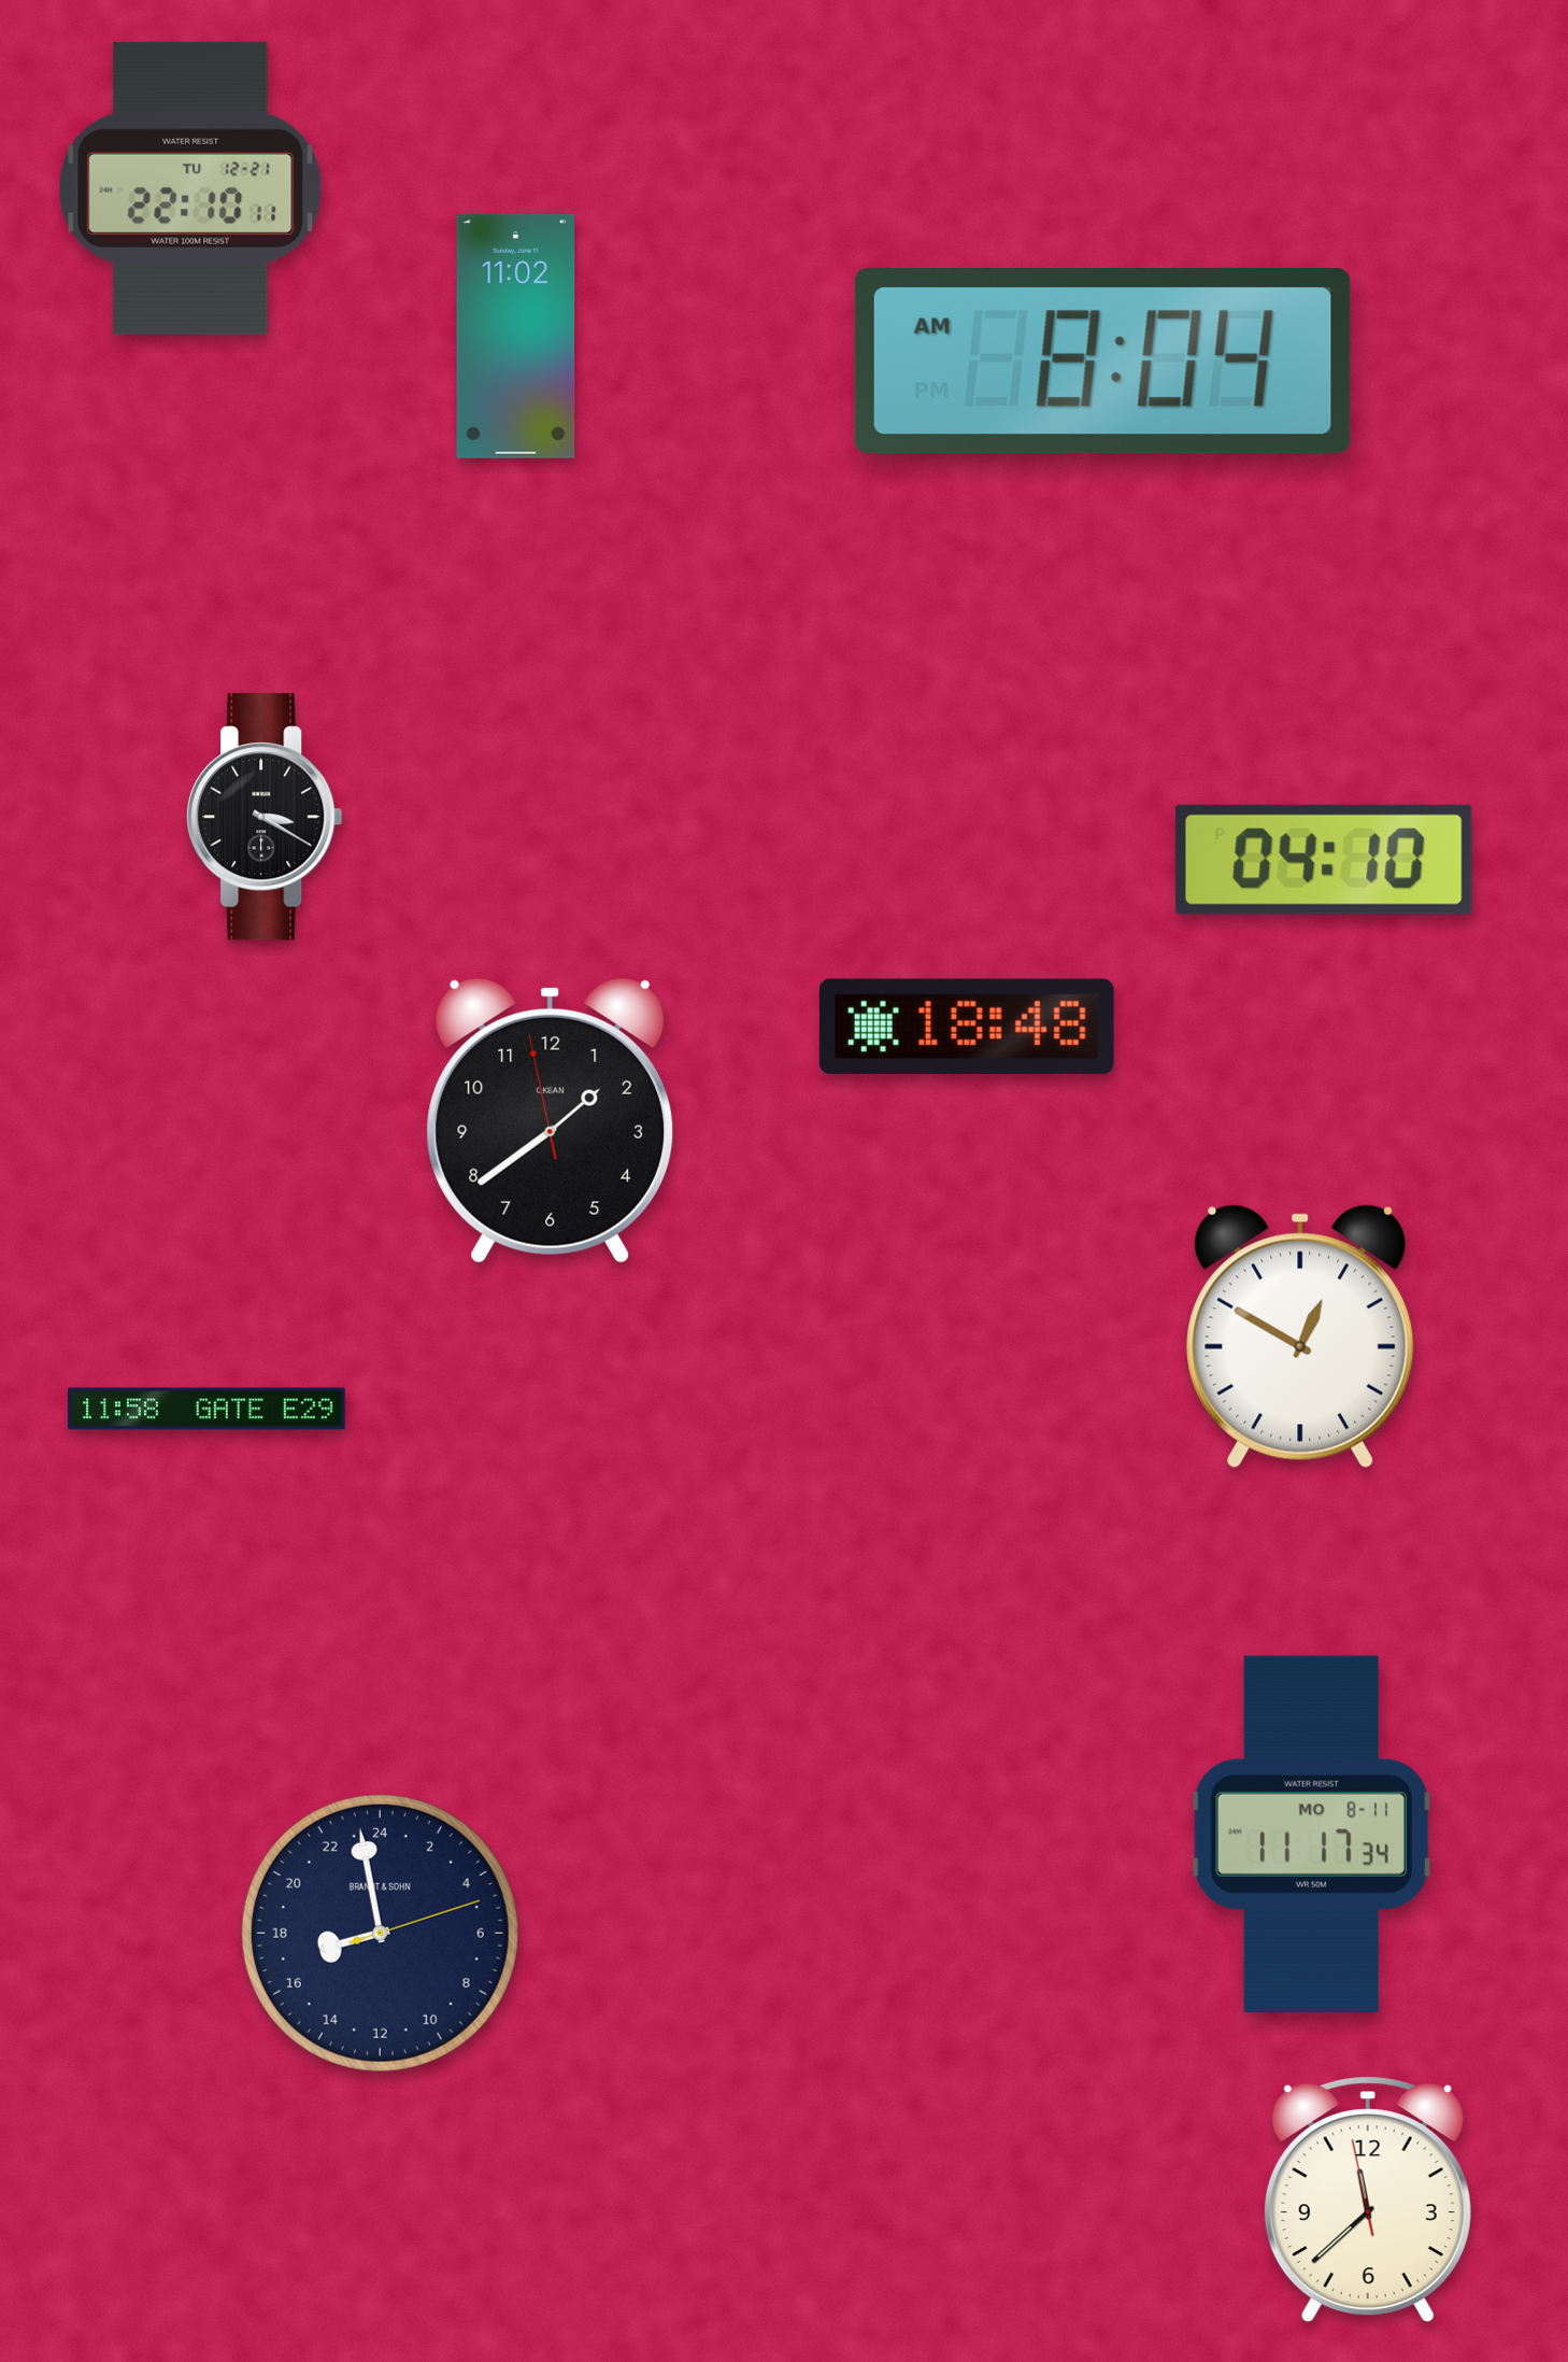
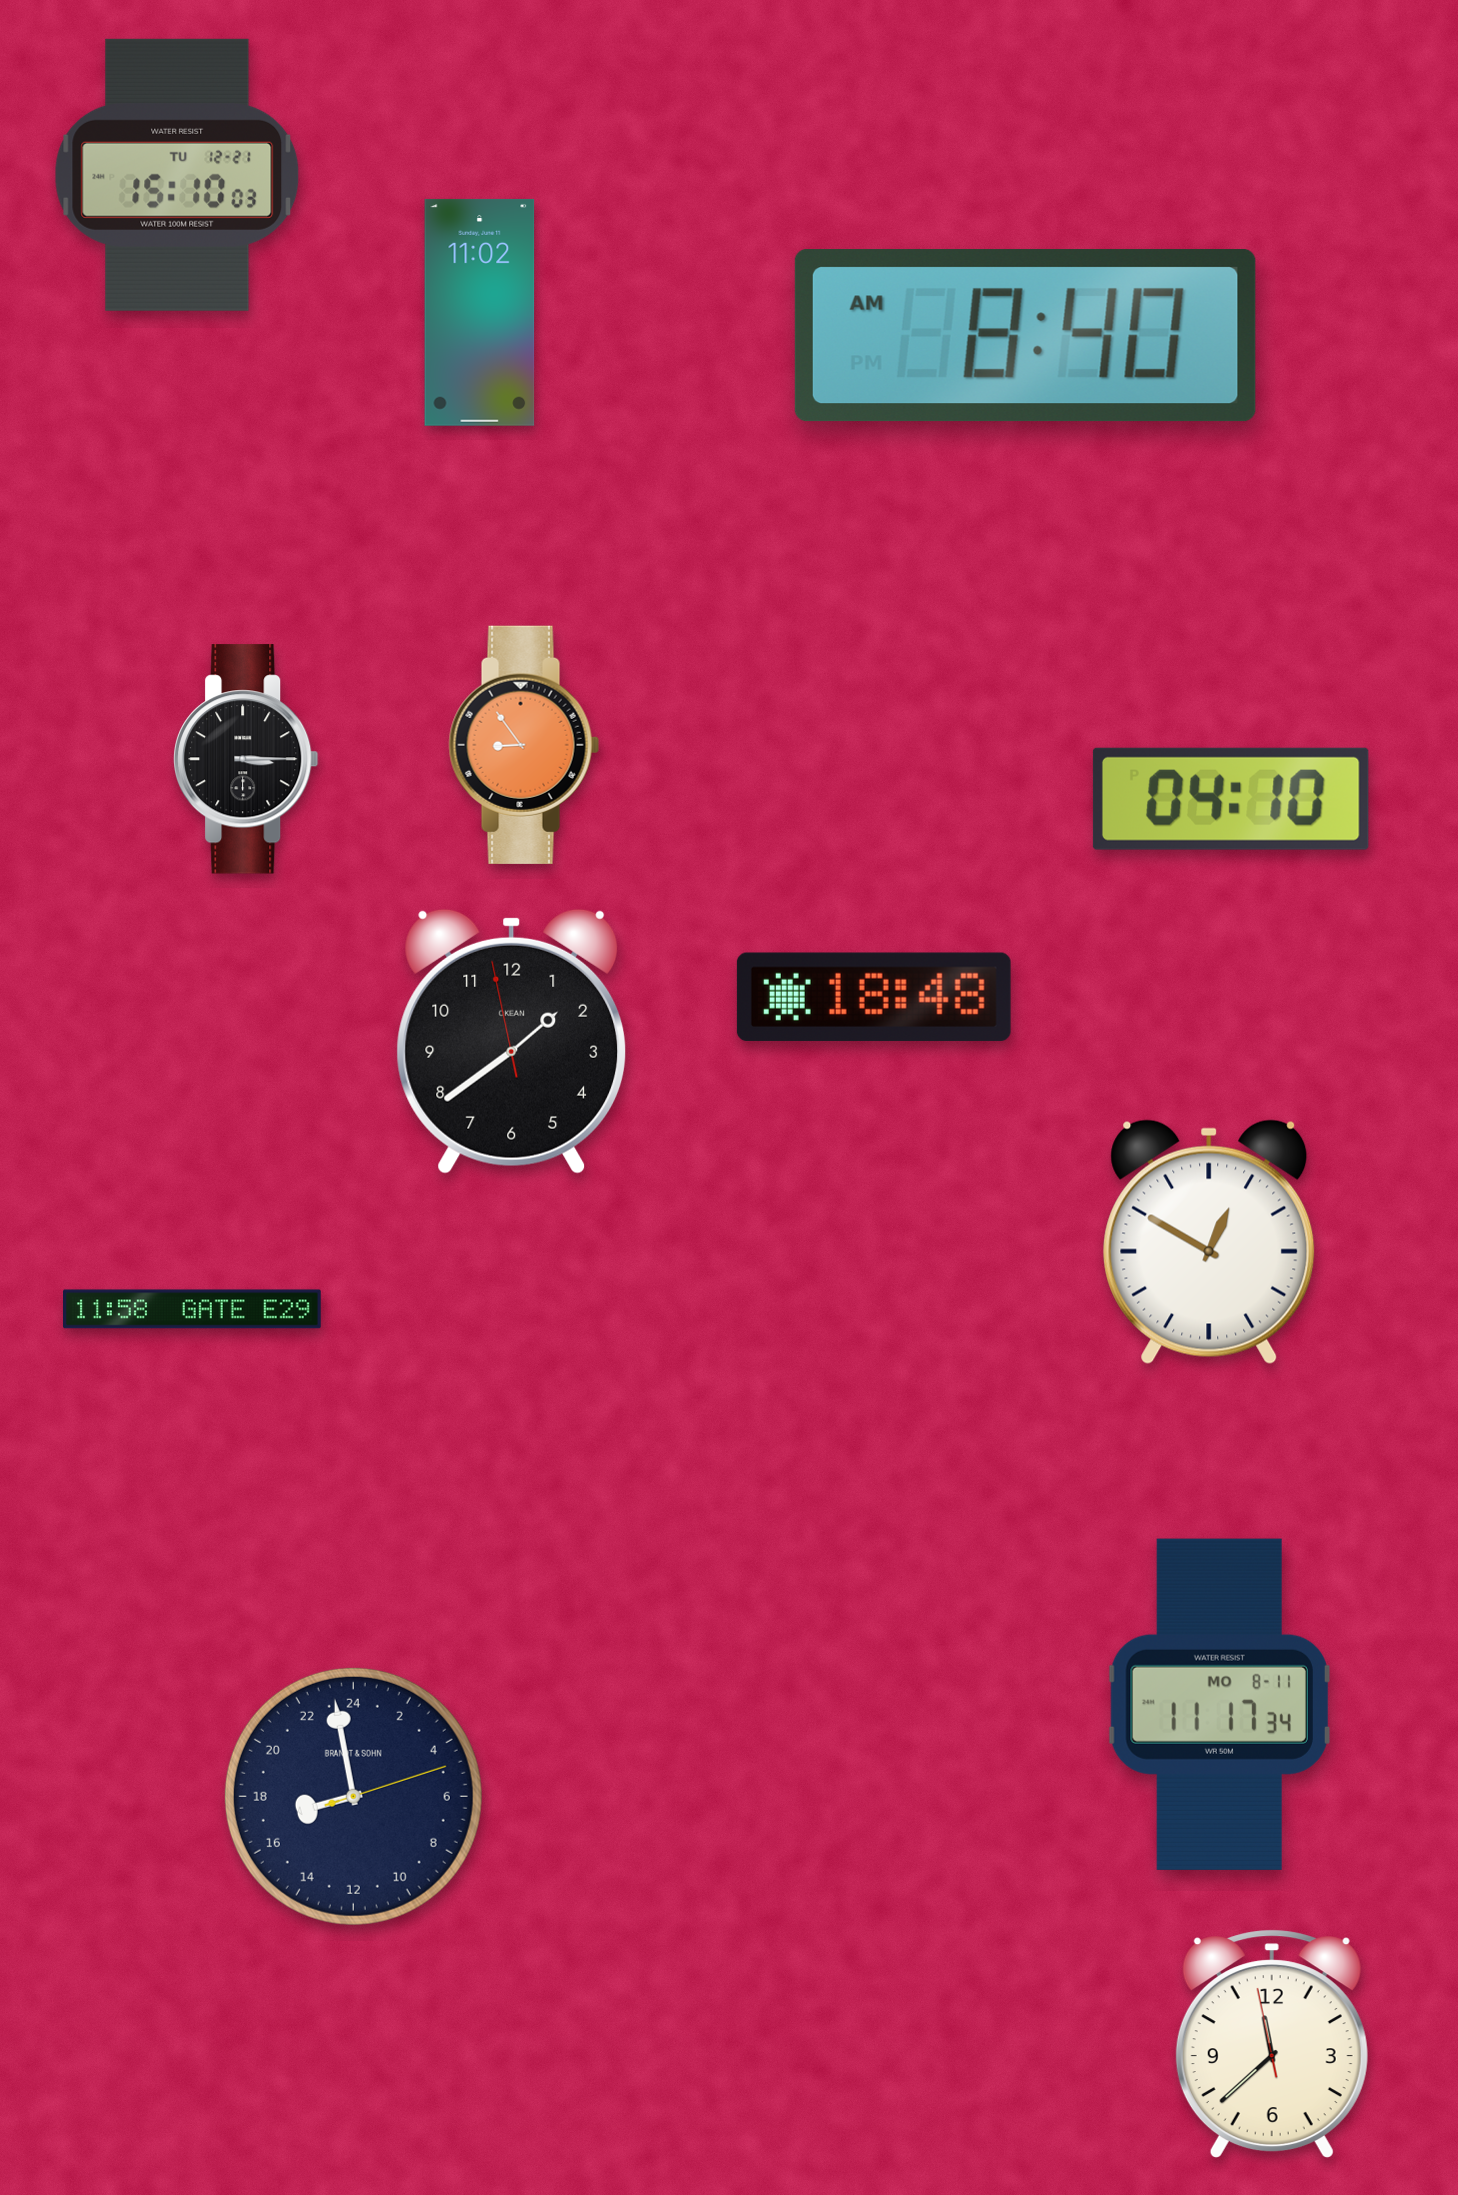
clock at (190, 188): 22:10 -> 15:10
clock at (1102, 362): 8:04 -> 8:40
clock at (524, 745): none -> 8:54
clock at (265, 817): 3:20 -> 3:15
clock at (967, 1027) position: (967, 1027) -> (874, 997)
